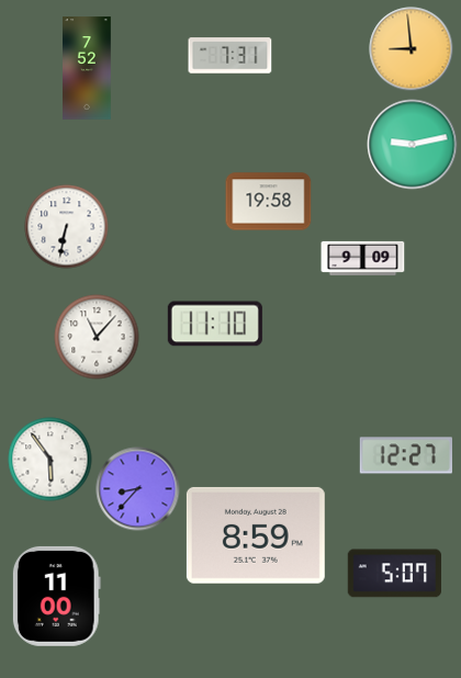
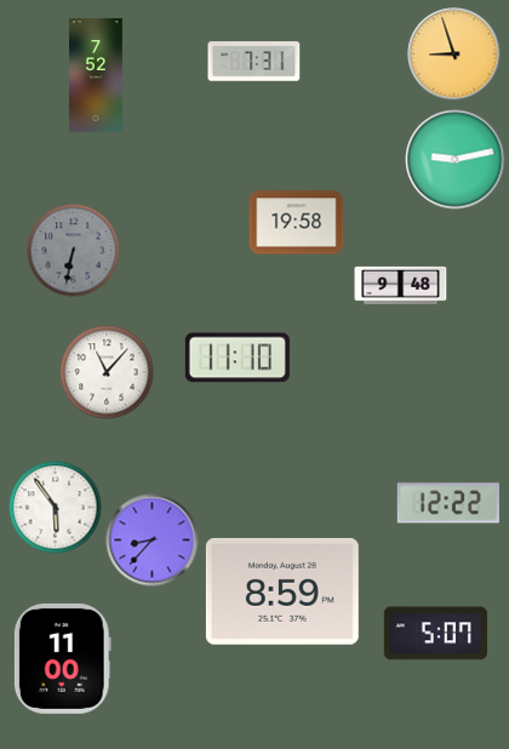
clock at (412, 49): 8:59 -> 8:57
clock at (67, 227) dial: white -> grey
clock at (363, 258): 9:09 -> 9:48
clock at (405, 455): 12:27 -> 12:22
